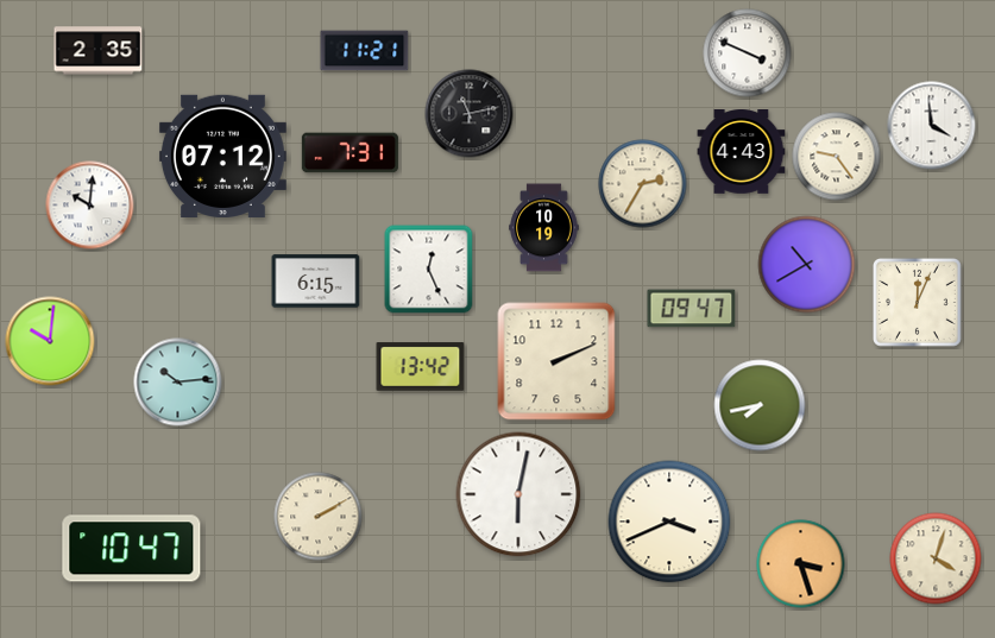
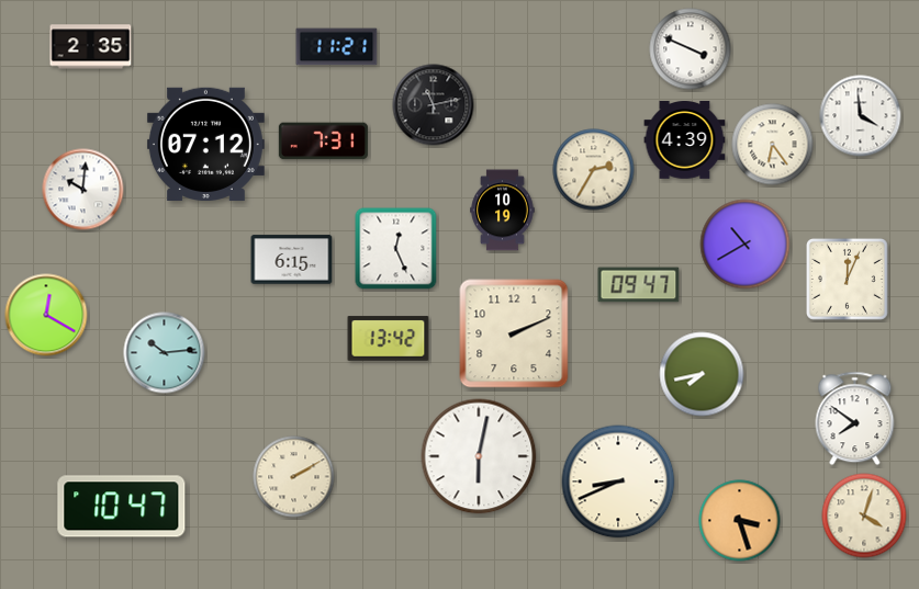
clock at (742, 152): 4:43 -> 4:39
clock at (837, 157): 9:24 -> 6:24
clock at (50, 341): 10:01 -> 12:20
clock at (855, 419): none -> 7:51
clock at (669, 522): 3:41 -> 8:41
